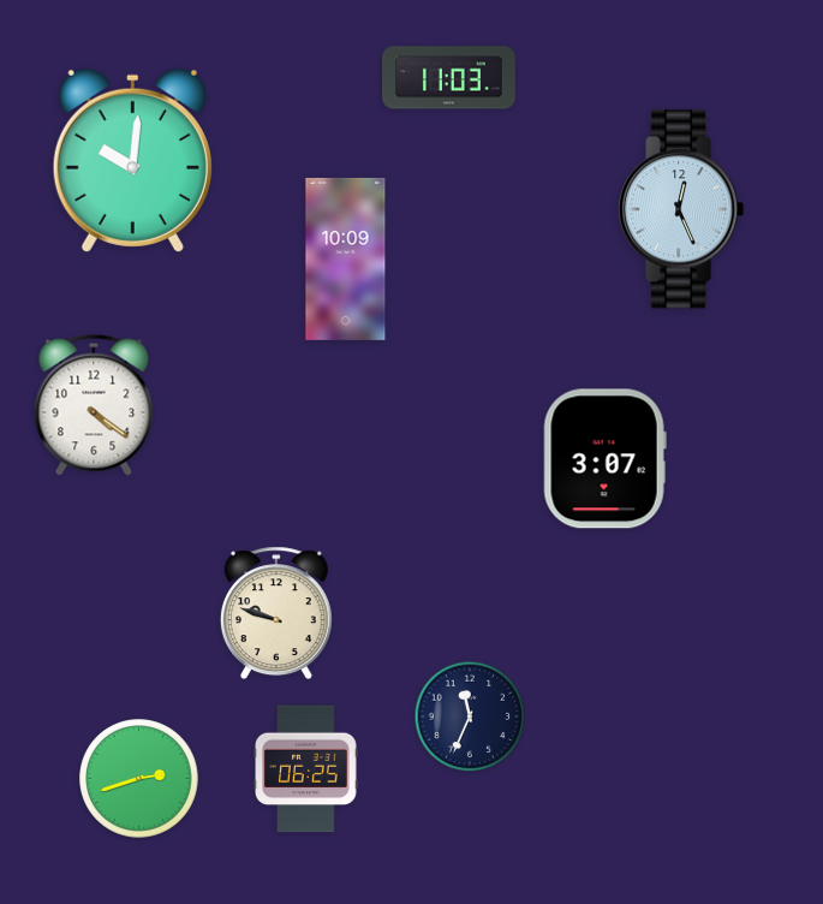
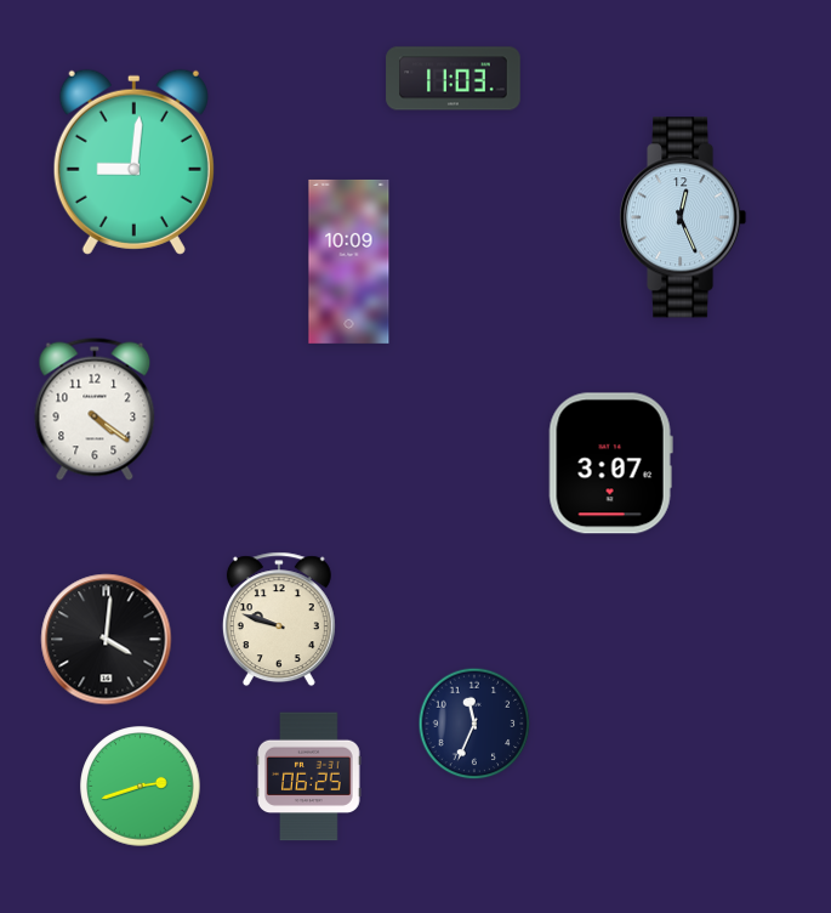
clock at (132, 160): 10:01 -> 9:01
clock at (681, 209) position: (681, 209) -> (683, 217)
clock at (107, 640): none -> 4:01
